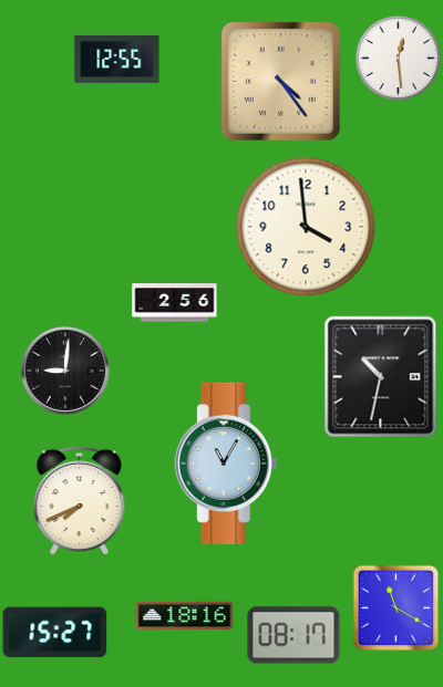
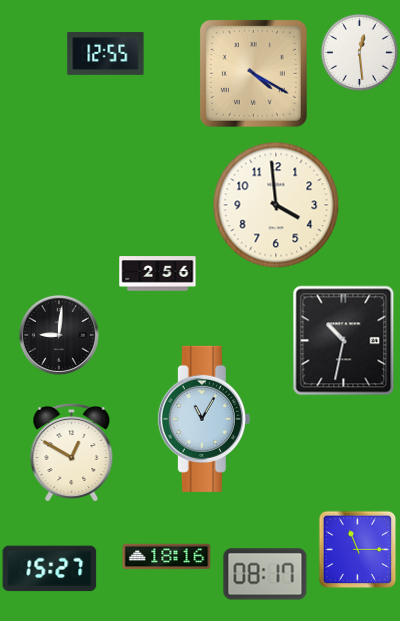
clock at (280, 81): 4:24 -> 4:20
clock at (80, 500): 7:41 -> 12:50
clock at (395, 607): 11:20 -> 11:15
clock at (55, 633) position: (55, 633) -> (50, 569)
